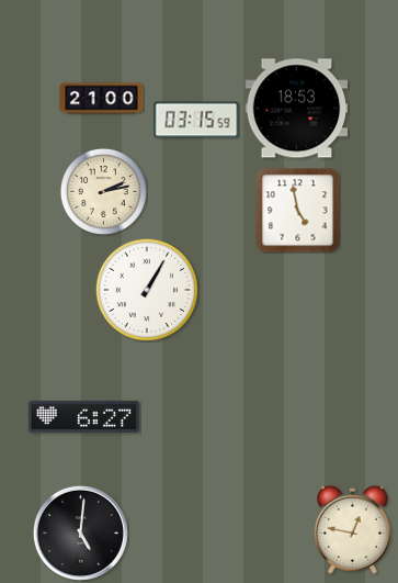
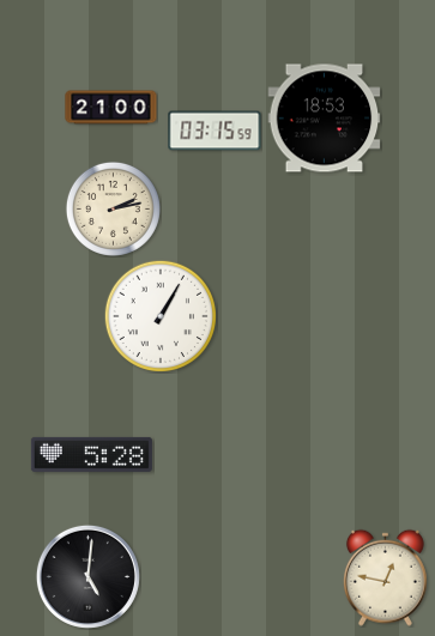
clock at (297, 210): 4:58 -> none
clock at (83, 416): 6:27 -> 5:28
clock at (80, 532) position: (80, 532) -> (87, 576)
